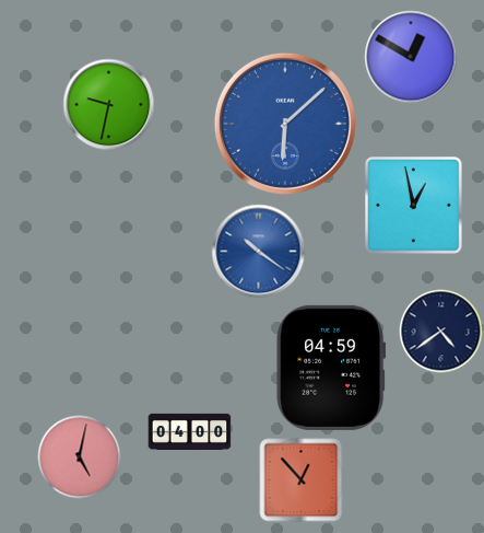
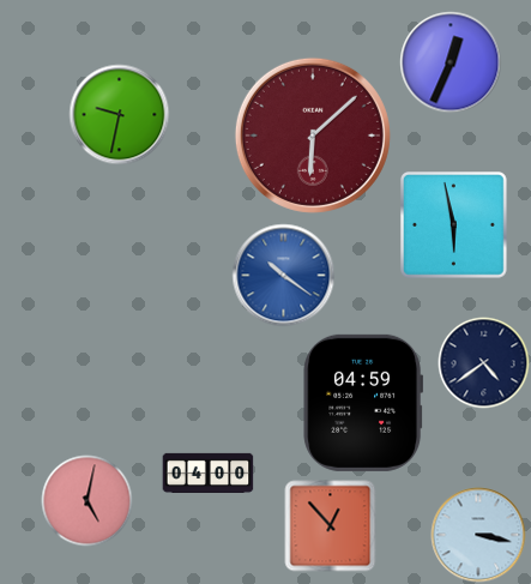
clock at (411, 57): 12:50 -> 12:34
clock at (285, 124) dial: blue -> burgundy
clock at (414, 206): 12:58 -> 5:58
clock at (478, 535): none -> 3:17
